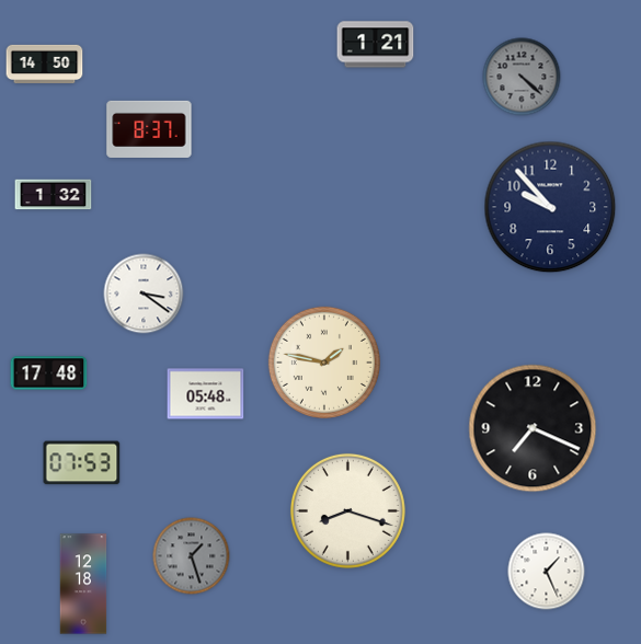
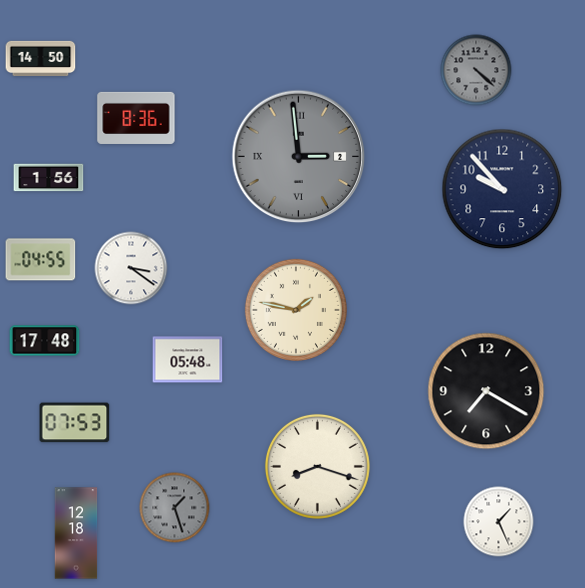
clock at (376, 45): 1:21 -> none
clock at (149, 129): 8:37 -> 8:36
clock at (299, 157): none -> 2:59
clock at (54, 195): 1:32 -> 1:56
clock at (41, 260): none -> 04:55
clock at (324, 363) position: (324, 363) -> (296, 310)
clock at (533, 428): 7:19 -> 7:20
